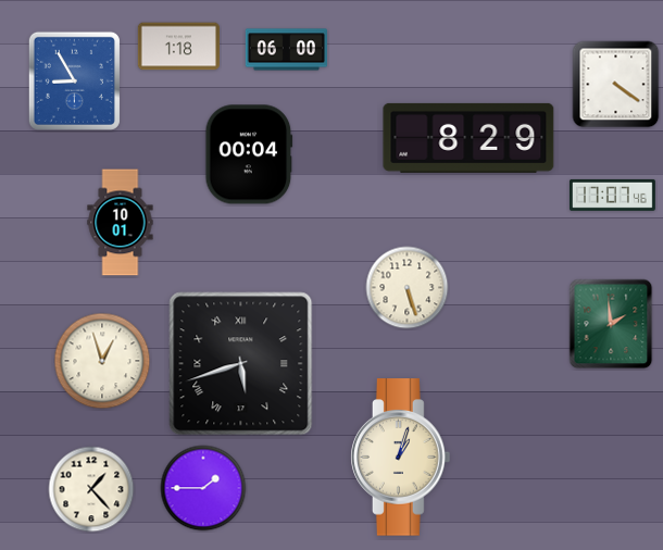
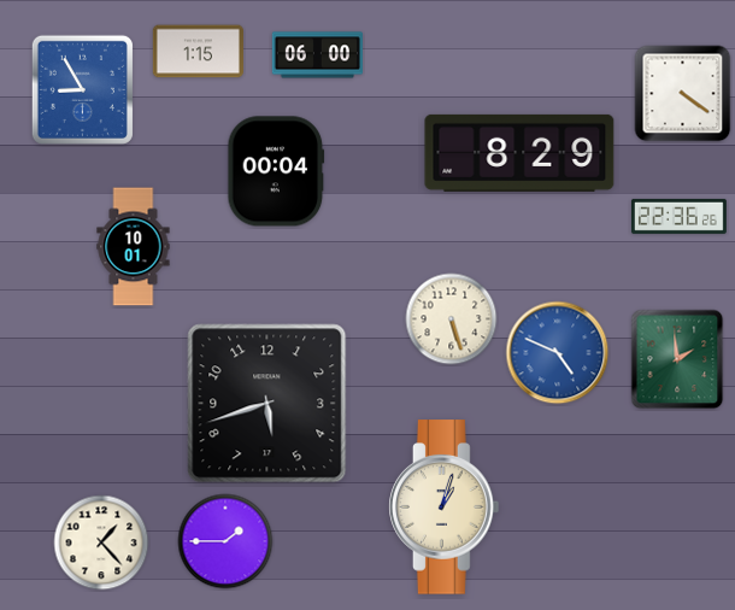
clock at (178, 47): 1:18 -> 1:15
clock at (612, 195): 17:07 -> 22:36
clock at (558, 353): none -> 4:49
clock at (102, 361): 12:57 -> none
clock at (241, 364) numerals: Roman -> Arabic
